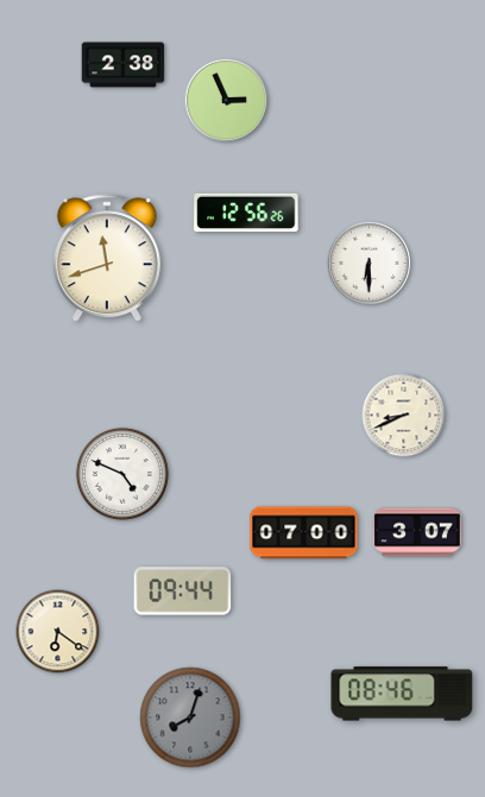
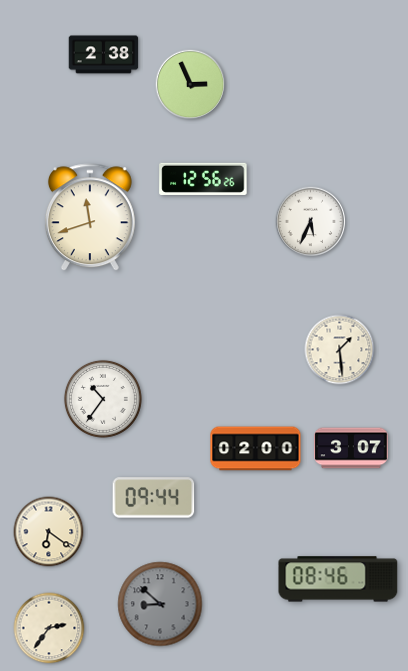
clock at (246, 213) position: (246, 213) -> (203, 179)
clock at (370, 264): 6:30 -> 5:34
clock at (404, 416): 8:41 -> 1:29
clock at (122, 474): 4:49 -> 10:36
clock at (304, 533): 07:00 -> 02:00
clock at (402, 694) position: (402, 694) -> (338, 579)
clock at (190, 717): 8:03 -> 8:52
clock at (49, 628): none -> 2:36
